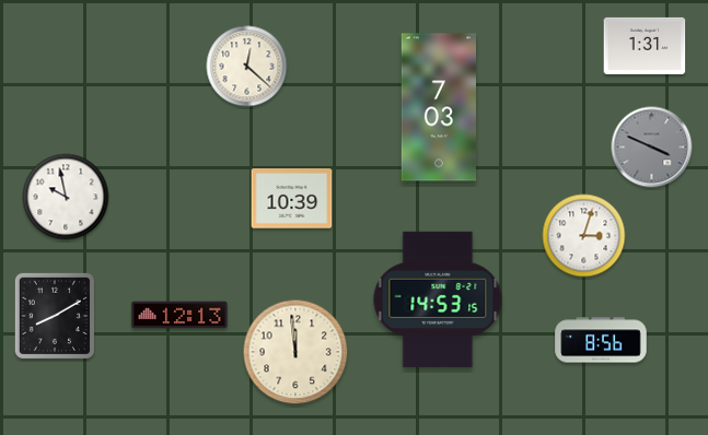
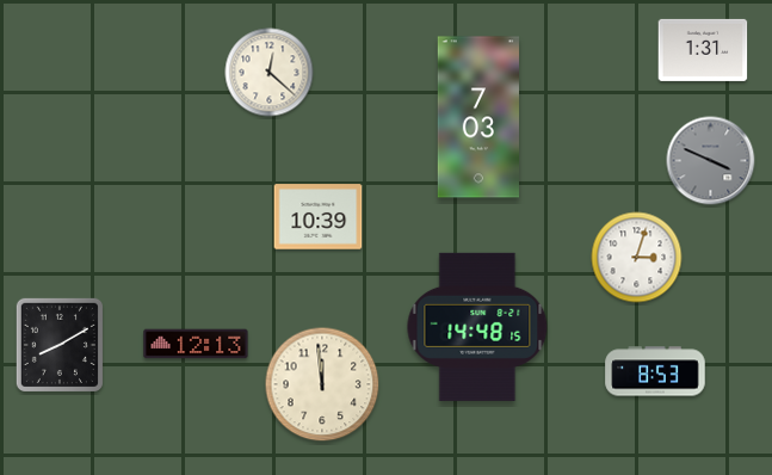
clock at (66, 197): 9:58 -> none
clock at (438, 299): 14:53 -> 14:48
clock at (601, 340): 8:56 -> 8:53
